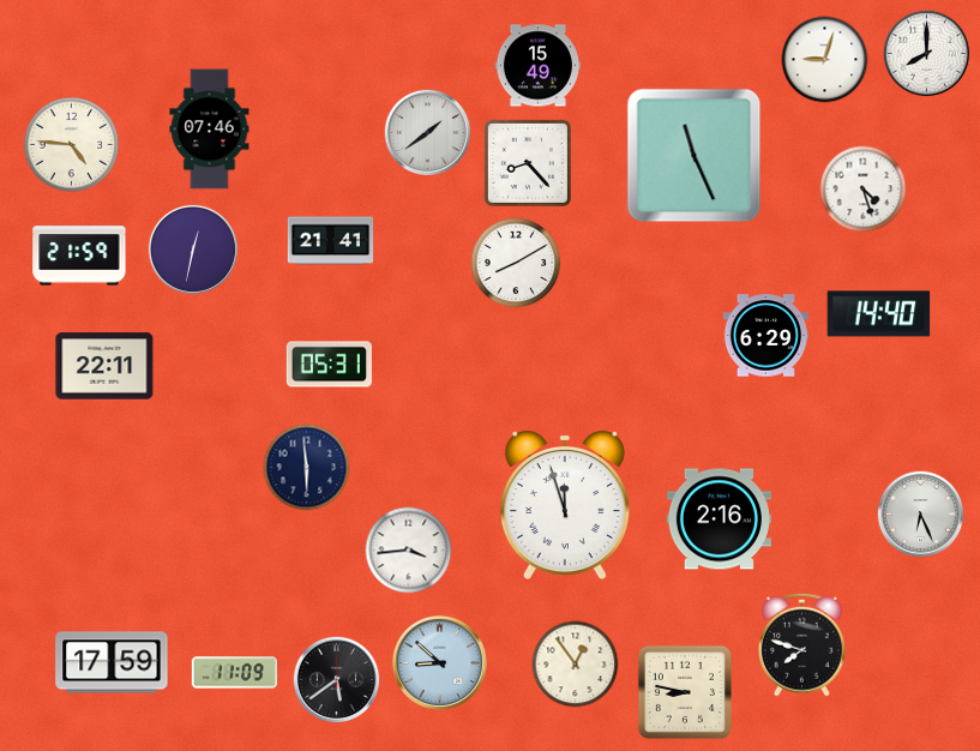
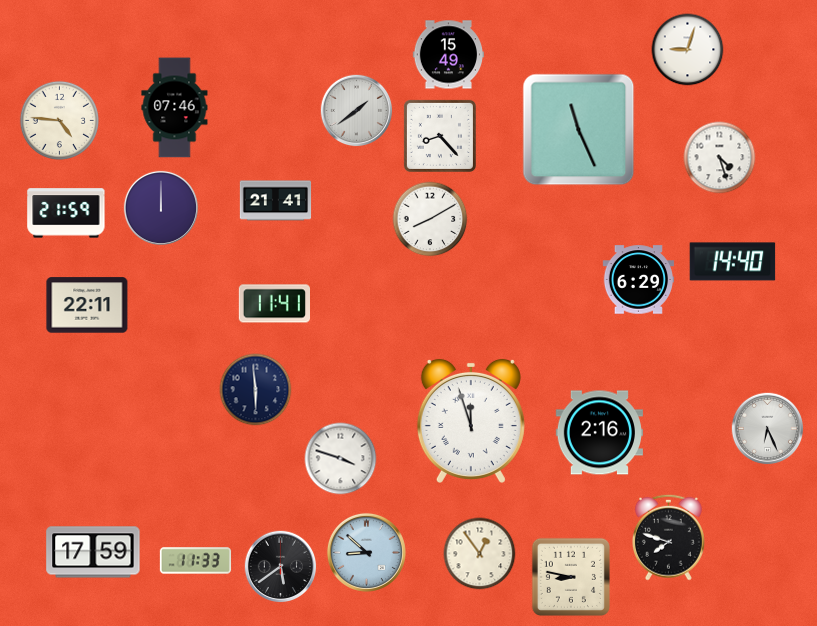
clock at (927, 54): 8:00 -> none
clock at (193, 250): 12:32 -> 12:00
clock at (329, 365): 05:31 -> 11:41
clock at (409, 551): 3:44 -> 3:48
clock at (235, 673): 11:09 -> 11:33
